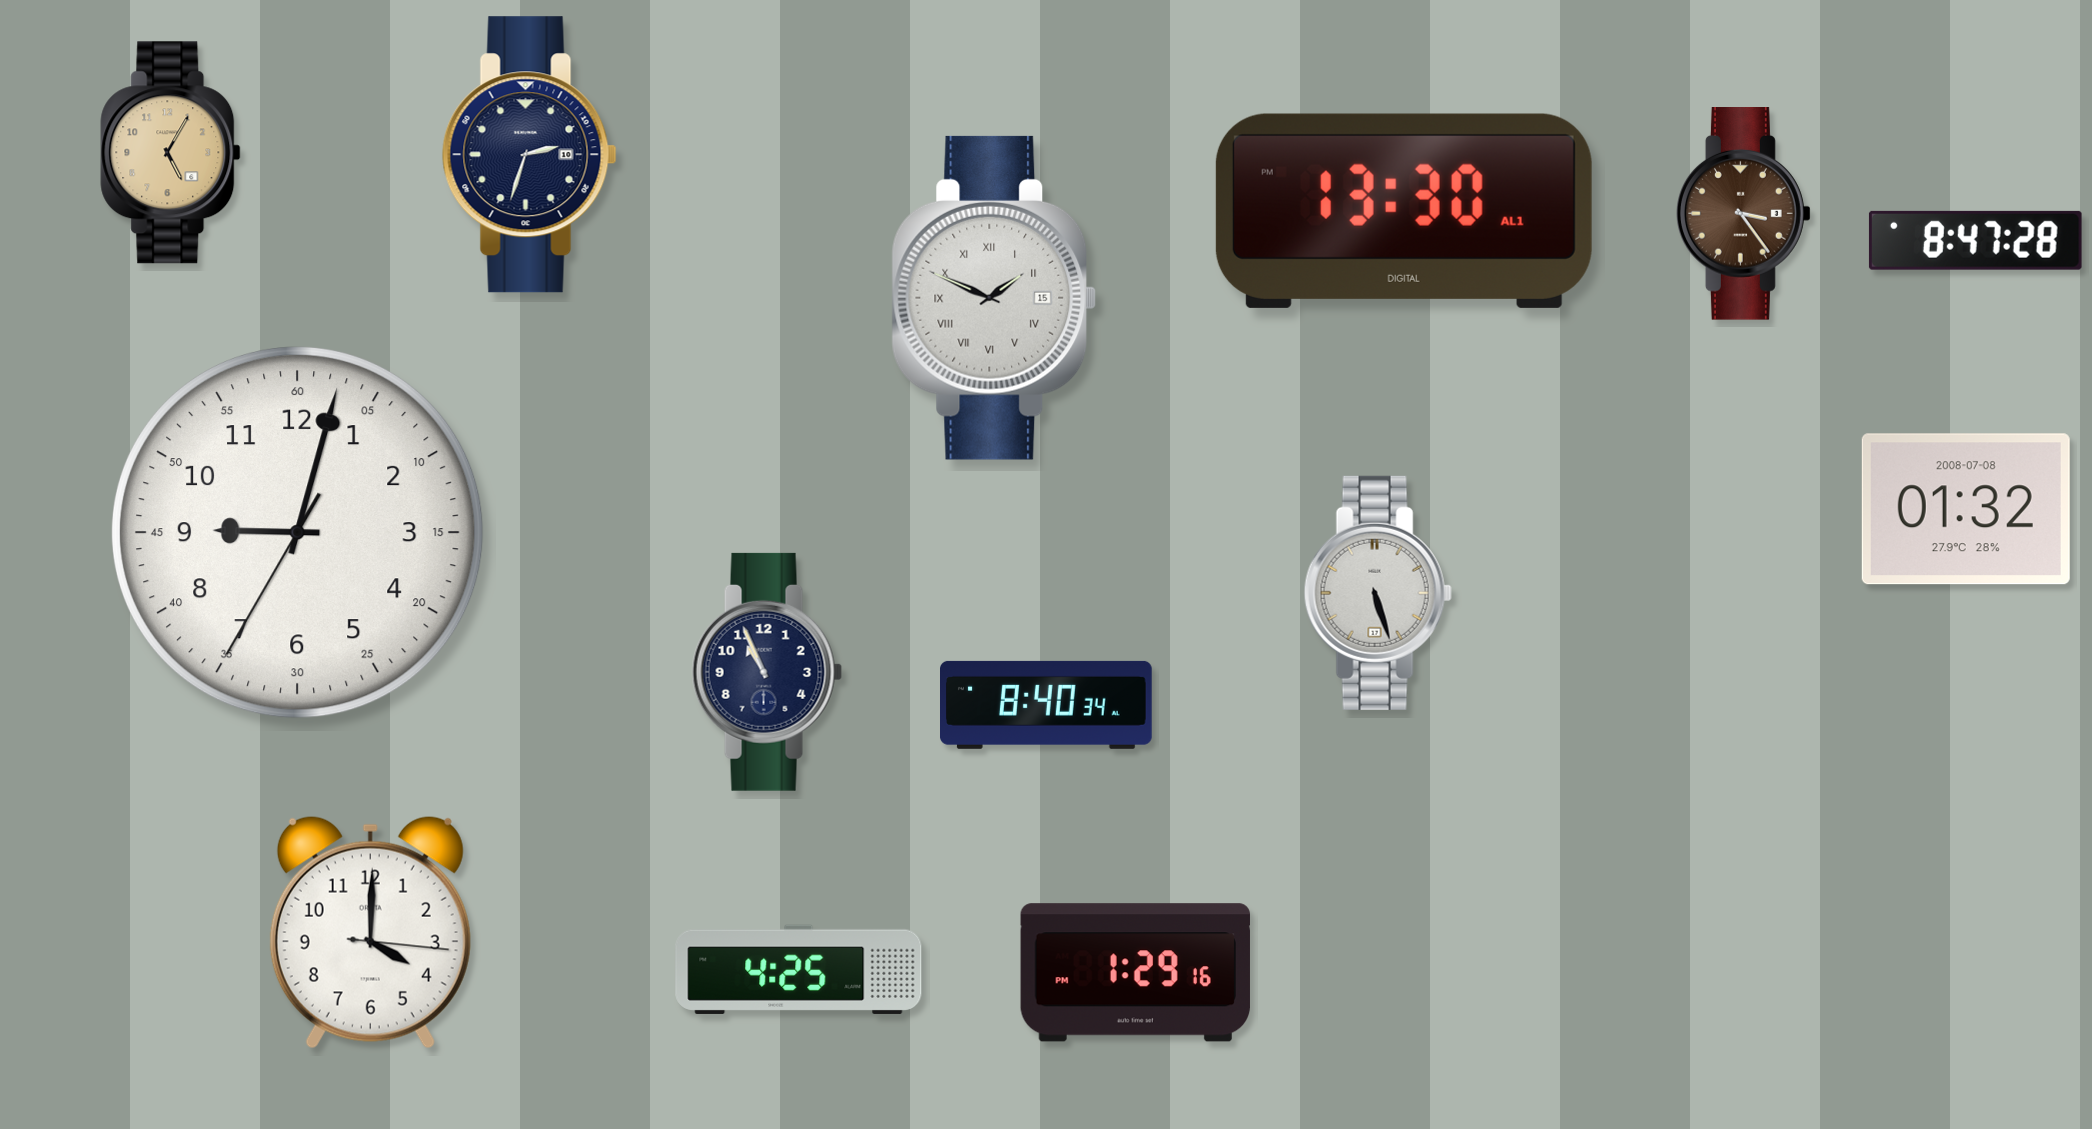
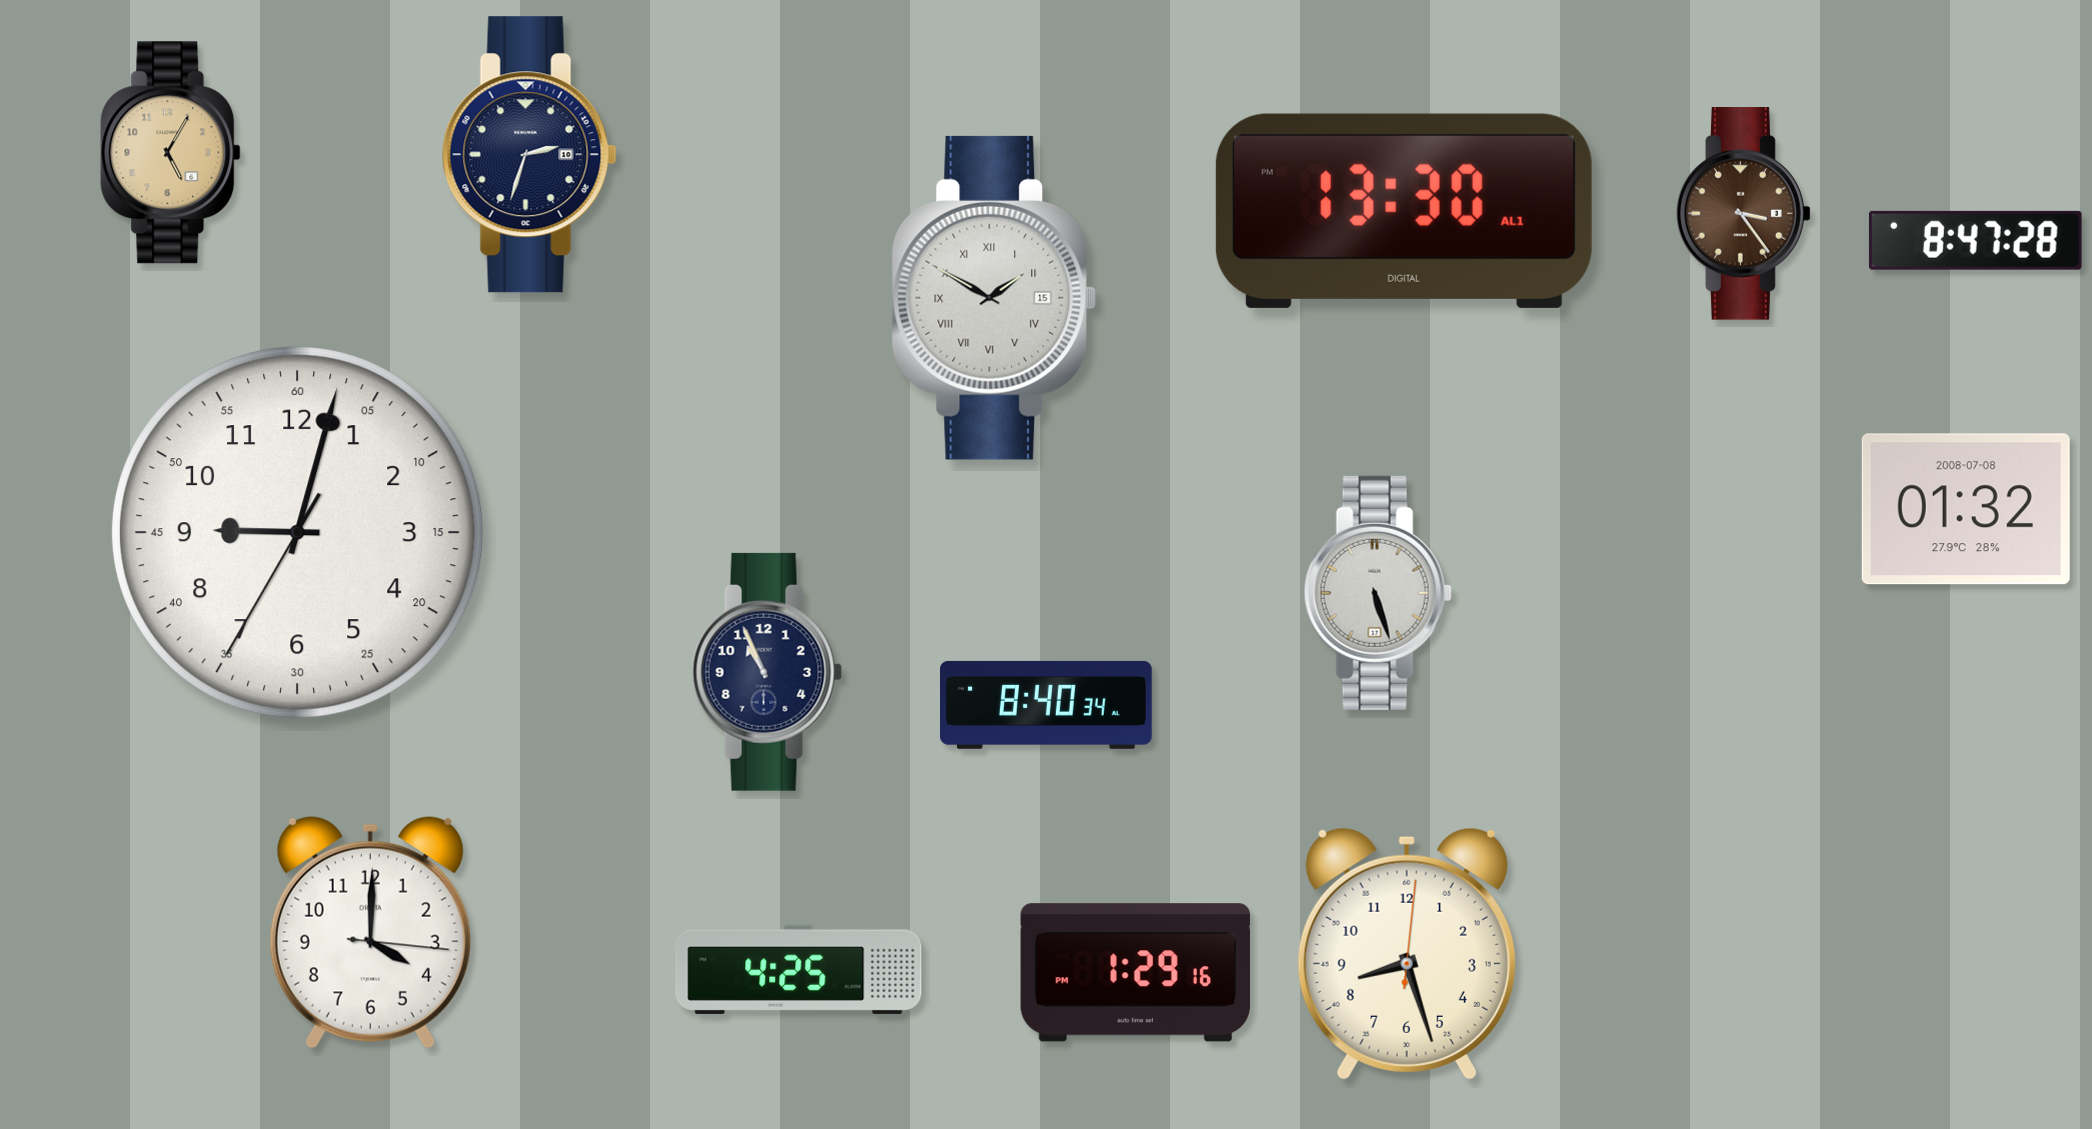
clock at (994, 298): 1:49 -> 1:50
clock at (1407, 954): none -> 8:27
